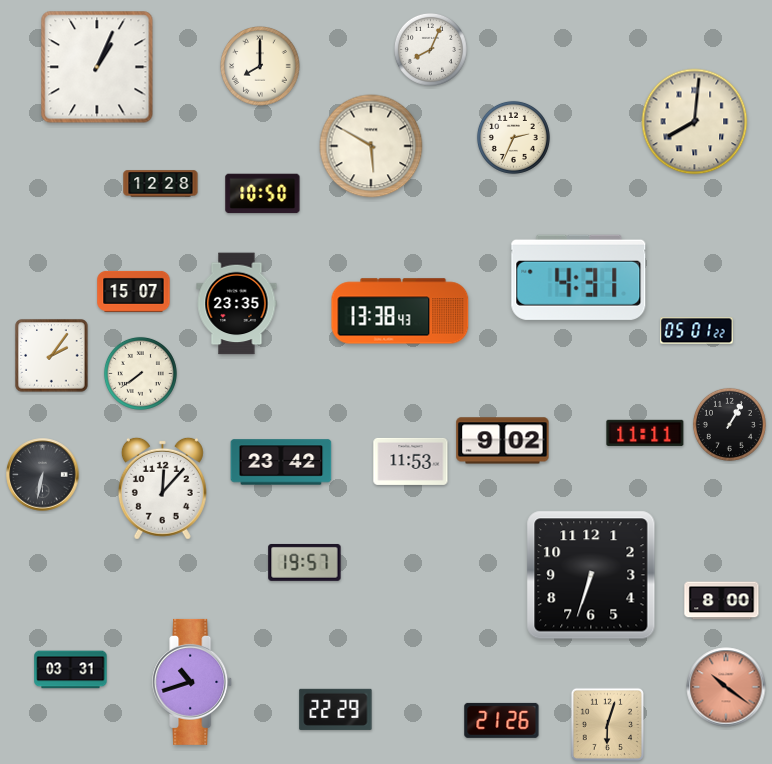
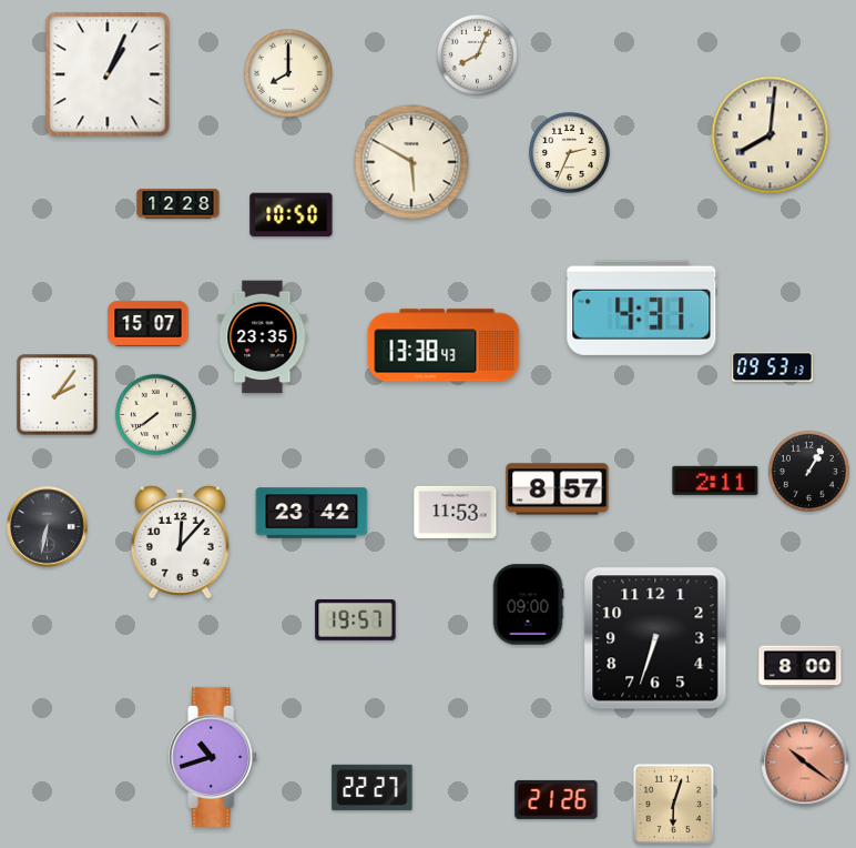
clock at (697, 331): 05:01 -> 09:53
clock at (645, 433): 11:11 -> 2:11
clock at (503, 441): 9:02 -> 8:57
clock at (528, 605): none -> 09:00
clock at (305, 562) position: (305, 562) -> (356, 619)
clock at (71, 670): 03:31 -> none
clock at (336, 709): 22:29 -> 22:27
